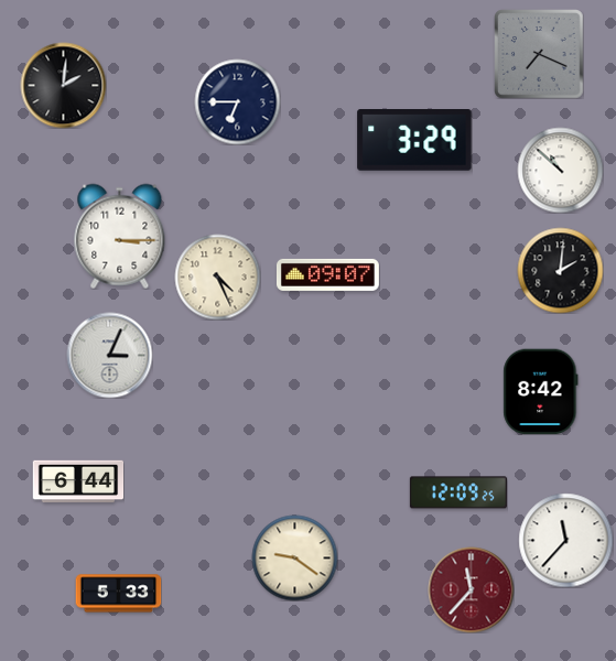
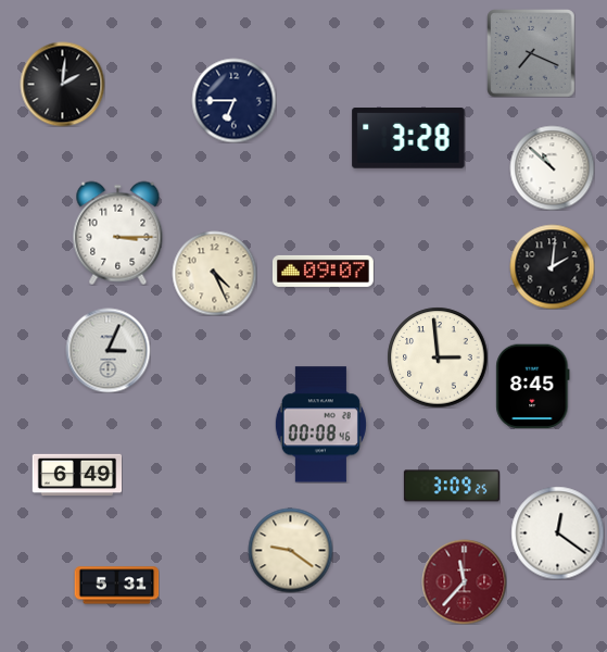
clock at (414, 141): 3:29 -> 3:28
clock at (438, 358): none -> 2:59
clock at (541, 391): 8:42 -> 8:45
clock at (320, 425): none -> 00:08
clock at (78, 481): 6:44 -> 6:49
clock at (458, 492): 12:09 -> 3:09
clock at (565, 540): 11:37 -> 12:21
clock at (118, 594): 5:33 -> 5:31
